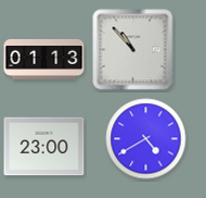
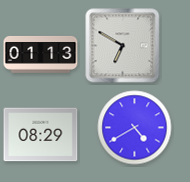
clock at (133, 50): 10:53 -> 6:50
clock at (44, 147): 23:00 -> 08:29
